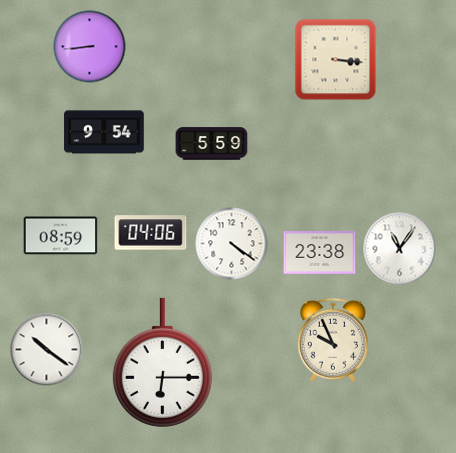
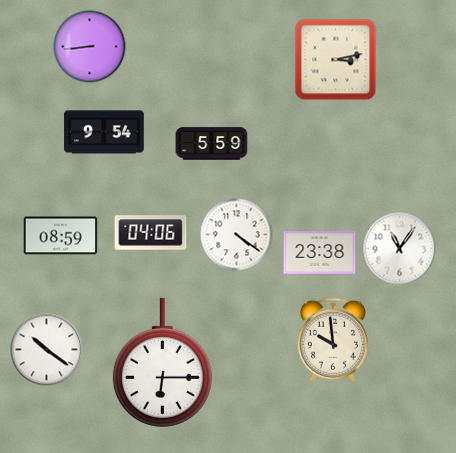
clock at (336, 60): 3:16 -> 3:13
clock at (232, 244) position: (232, 244) -> (237, 235)
clock at (333, 340): 9:56 -> 9:59
